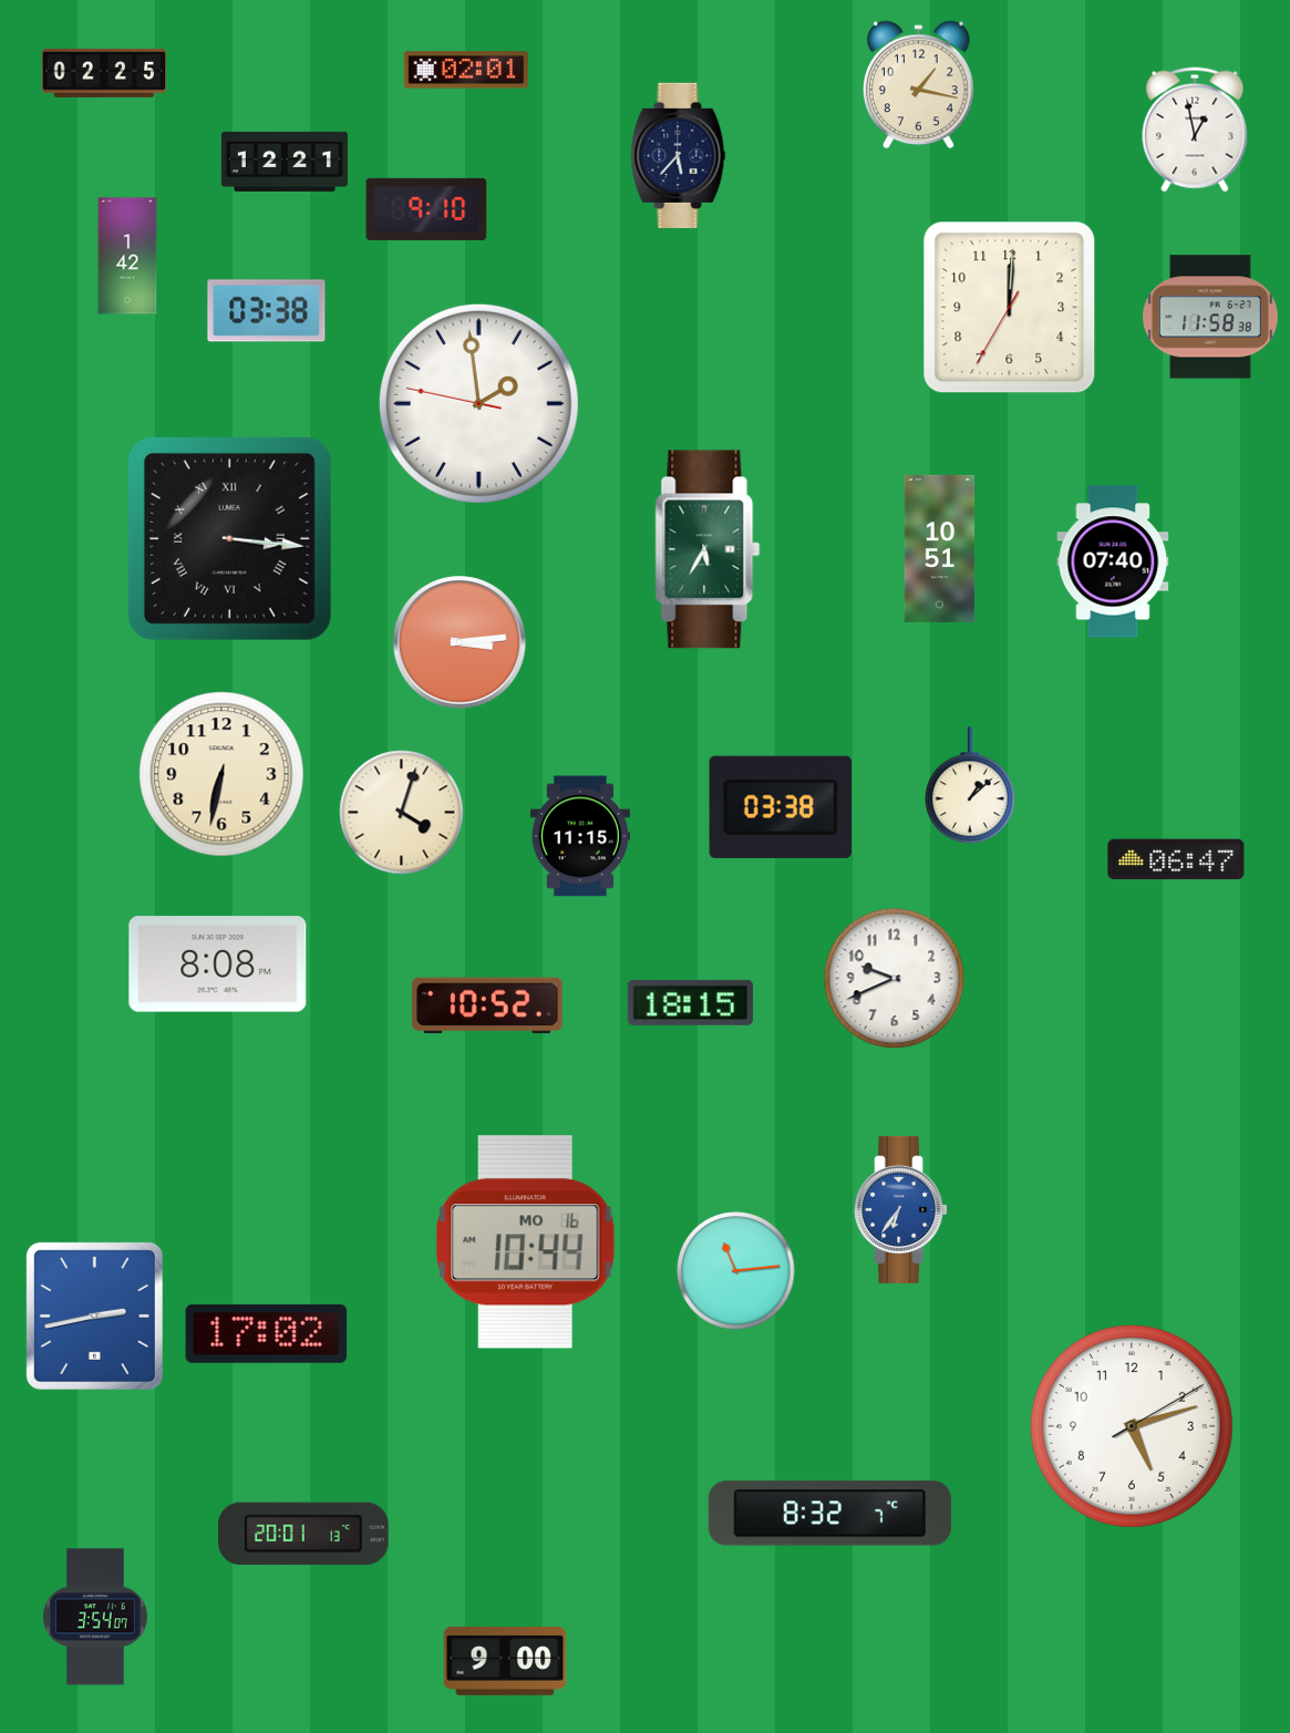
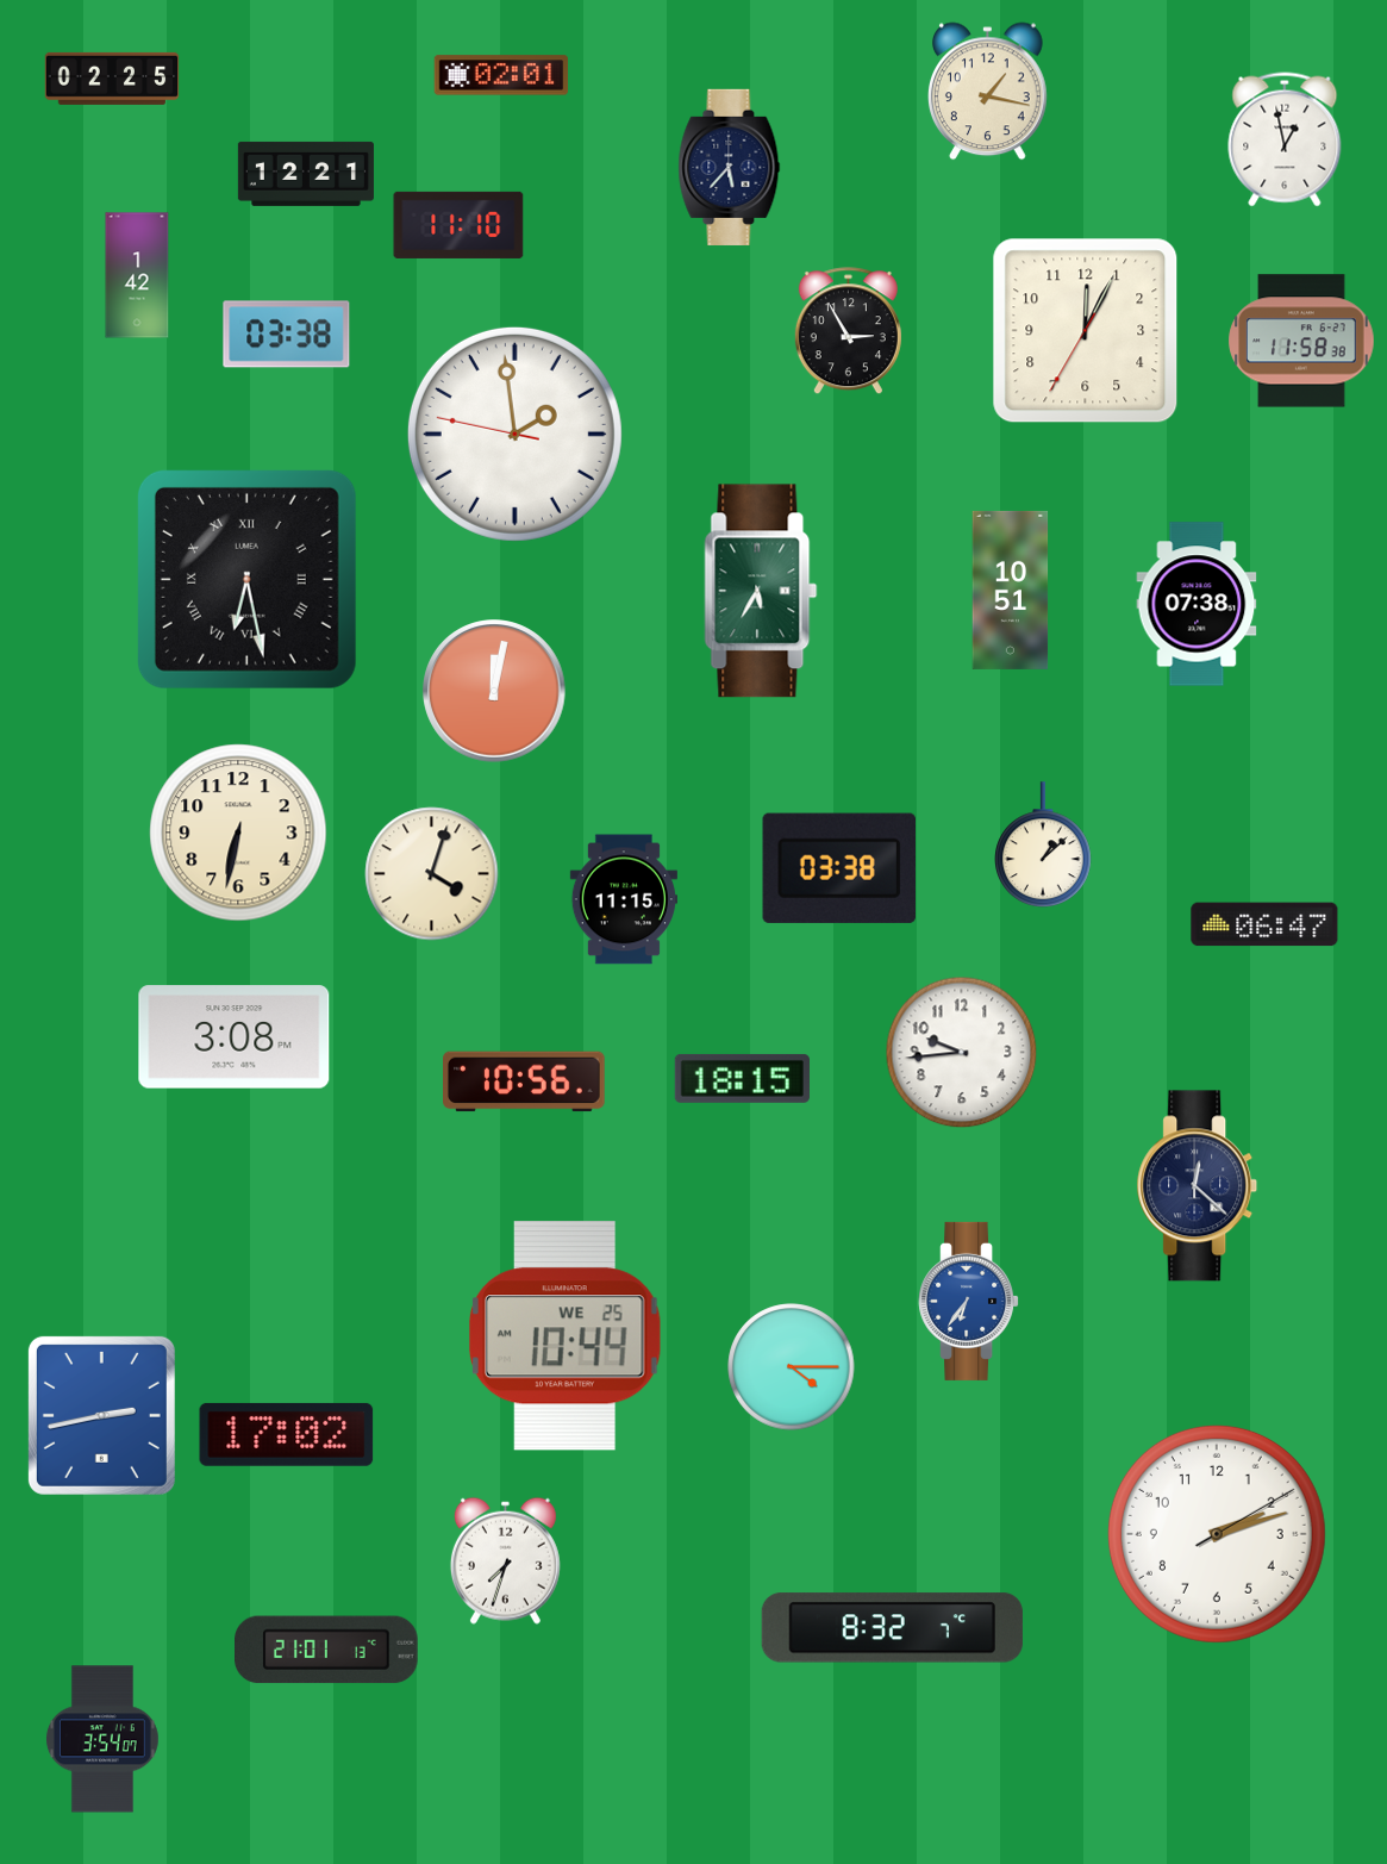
clock at (426, 209): 9:10 -> 11:10
clock at (848, 331): none -> 2:55
clock at (1010, 308): 12:00 -> 12:04
clock at (229, 538): 3:16 -> 6:28
clock at (1113, 561): 07:40 -> 07:38
clock at (460, 642): 3:14 -> 12:02
clock at (218, 965): 8:08 -> 3:08
clock at (895, 979): 9:41 -> 9:44
clock at (487, 1005): 10:52 -> 10:56
clock at (1198, 1186): none -> 12:22
clock at (525, 1242) date: MO 16 -> WE 25
clock at (736, 1271): 11:14 -> 4:15
clock at (1132, 1426): 5:12 -> 2:12
clock at (505, 1560): none -> 7:33
clock at (305, 1534): 20:01 -> 21:01
clock at (505, 1661): 9:00 -> none
